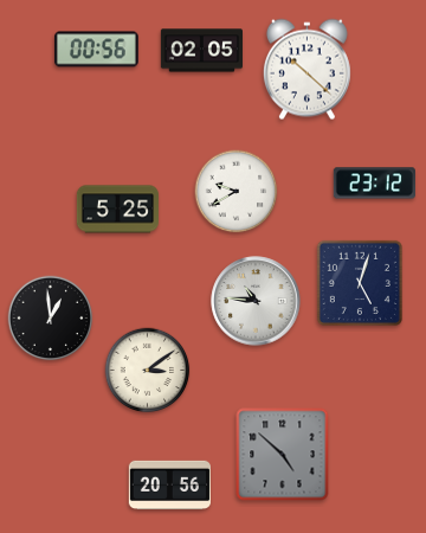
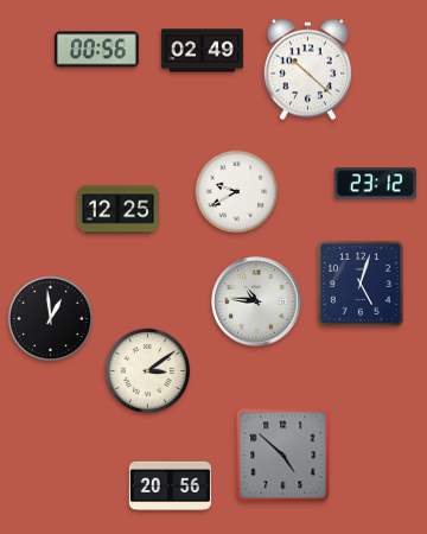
clock at (201, 51): 02:05 -> 02:49
clock at (117, 210): 5:25 -> 12:25
